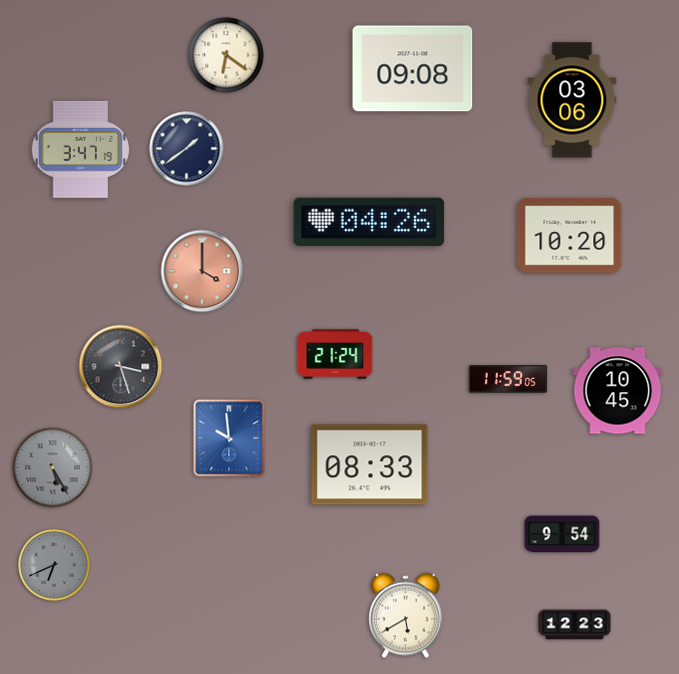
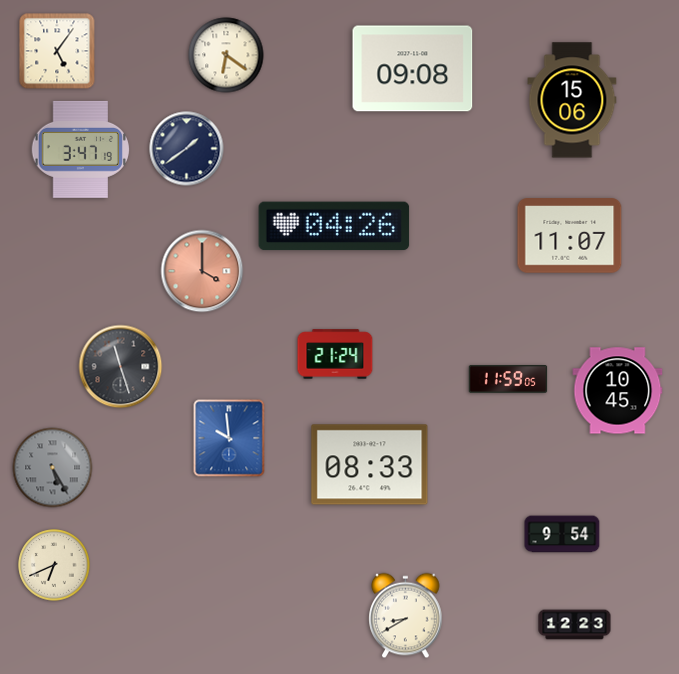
clock at (57, 51): none -> 5:06
clock at (572, 100): 03:06 -> 15:06
clock at (369, 222) position: (369, 222) -> (334, 226)
clock at (570, 236): 10:20 -> 11:07
clock at (121, 367): 3:27 -> 11:27
clock at (54, 565) dial: grey -> cream
clock at (406, 616): 5:40 -> 8:40
